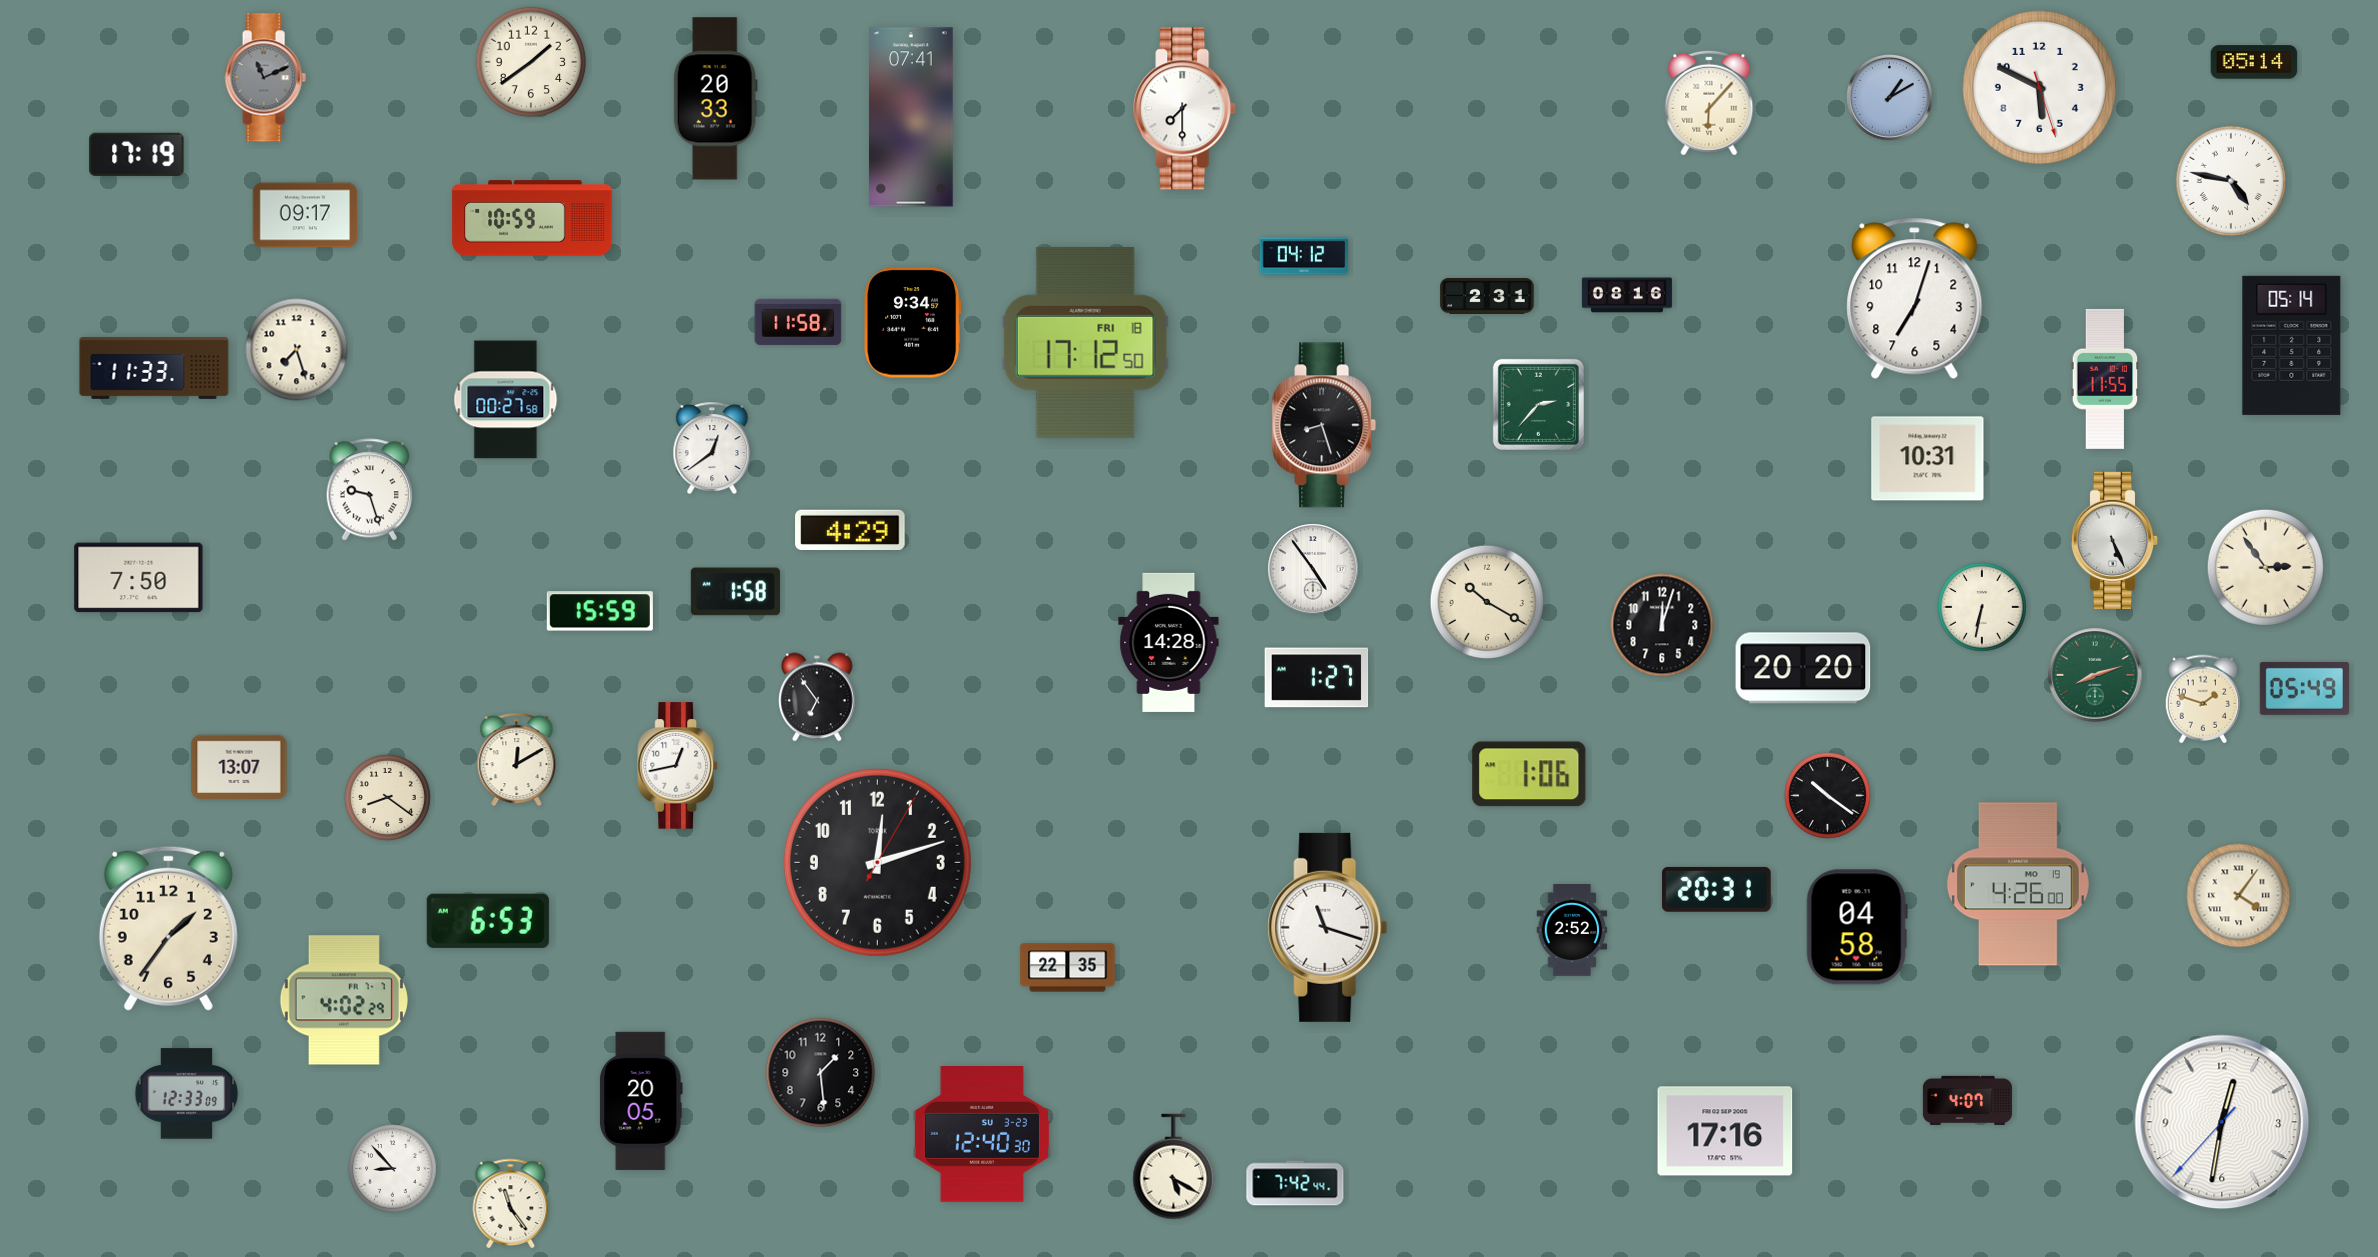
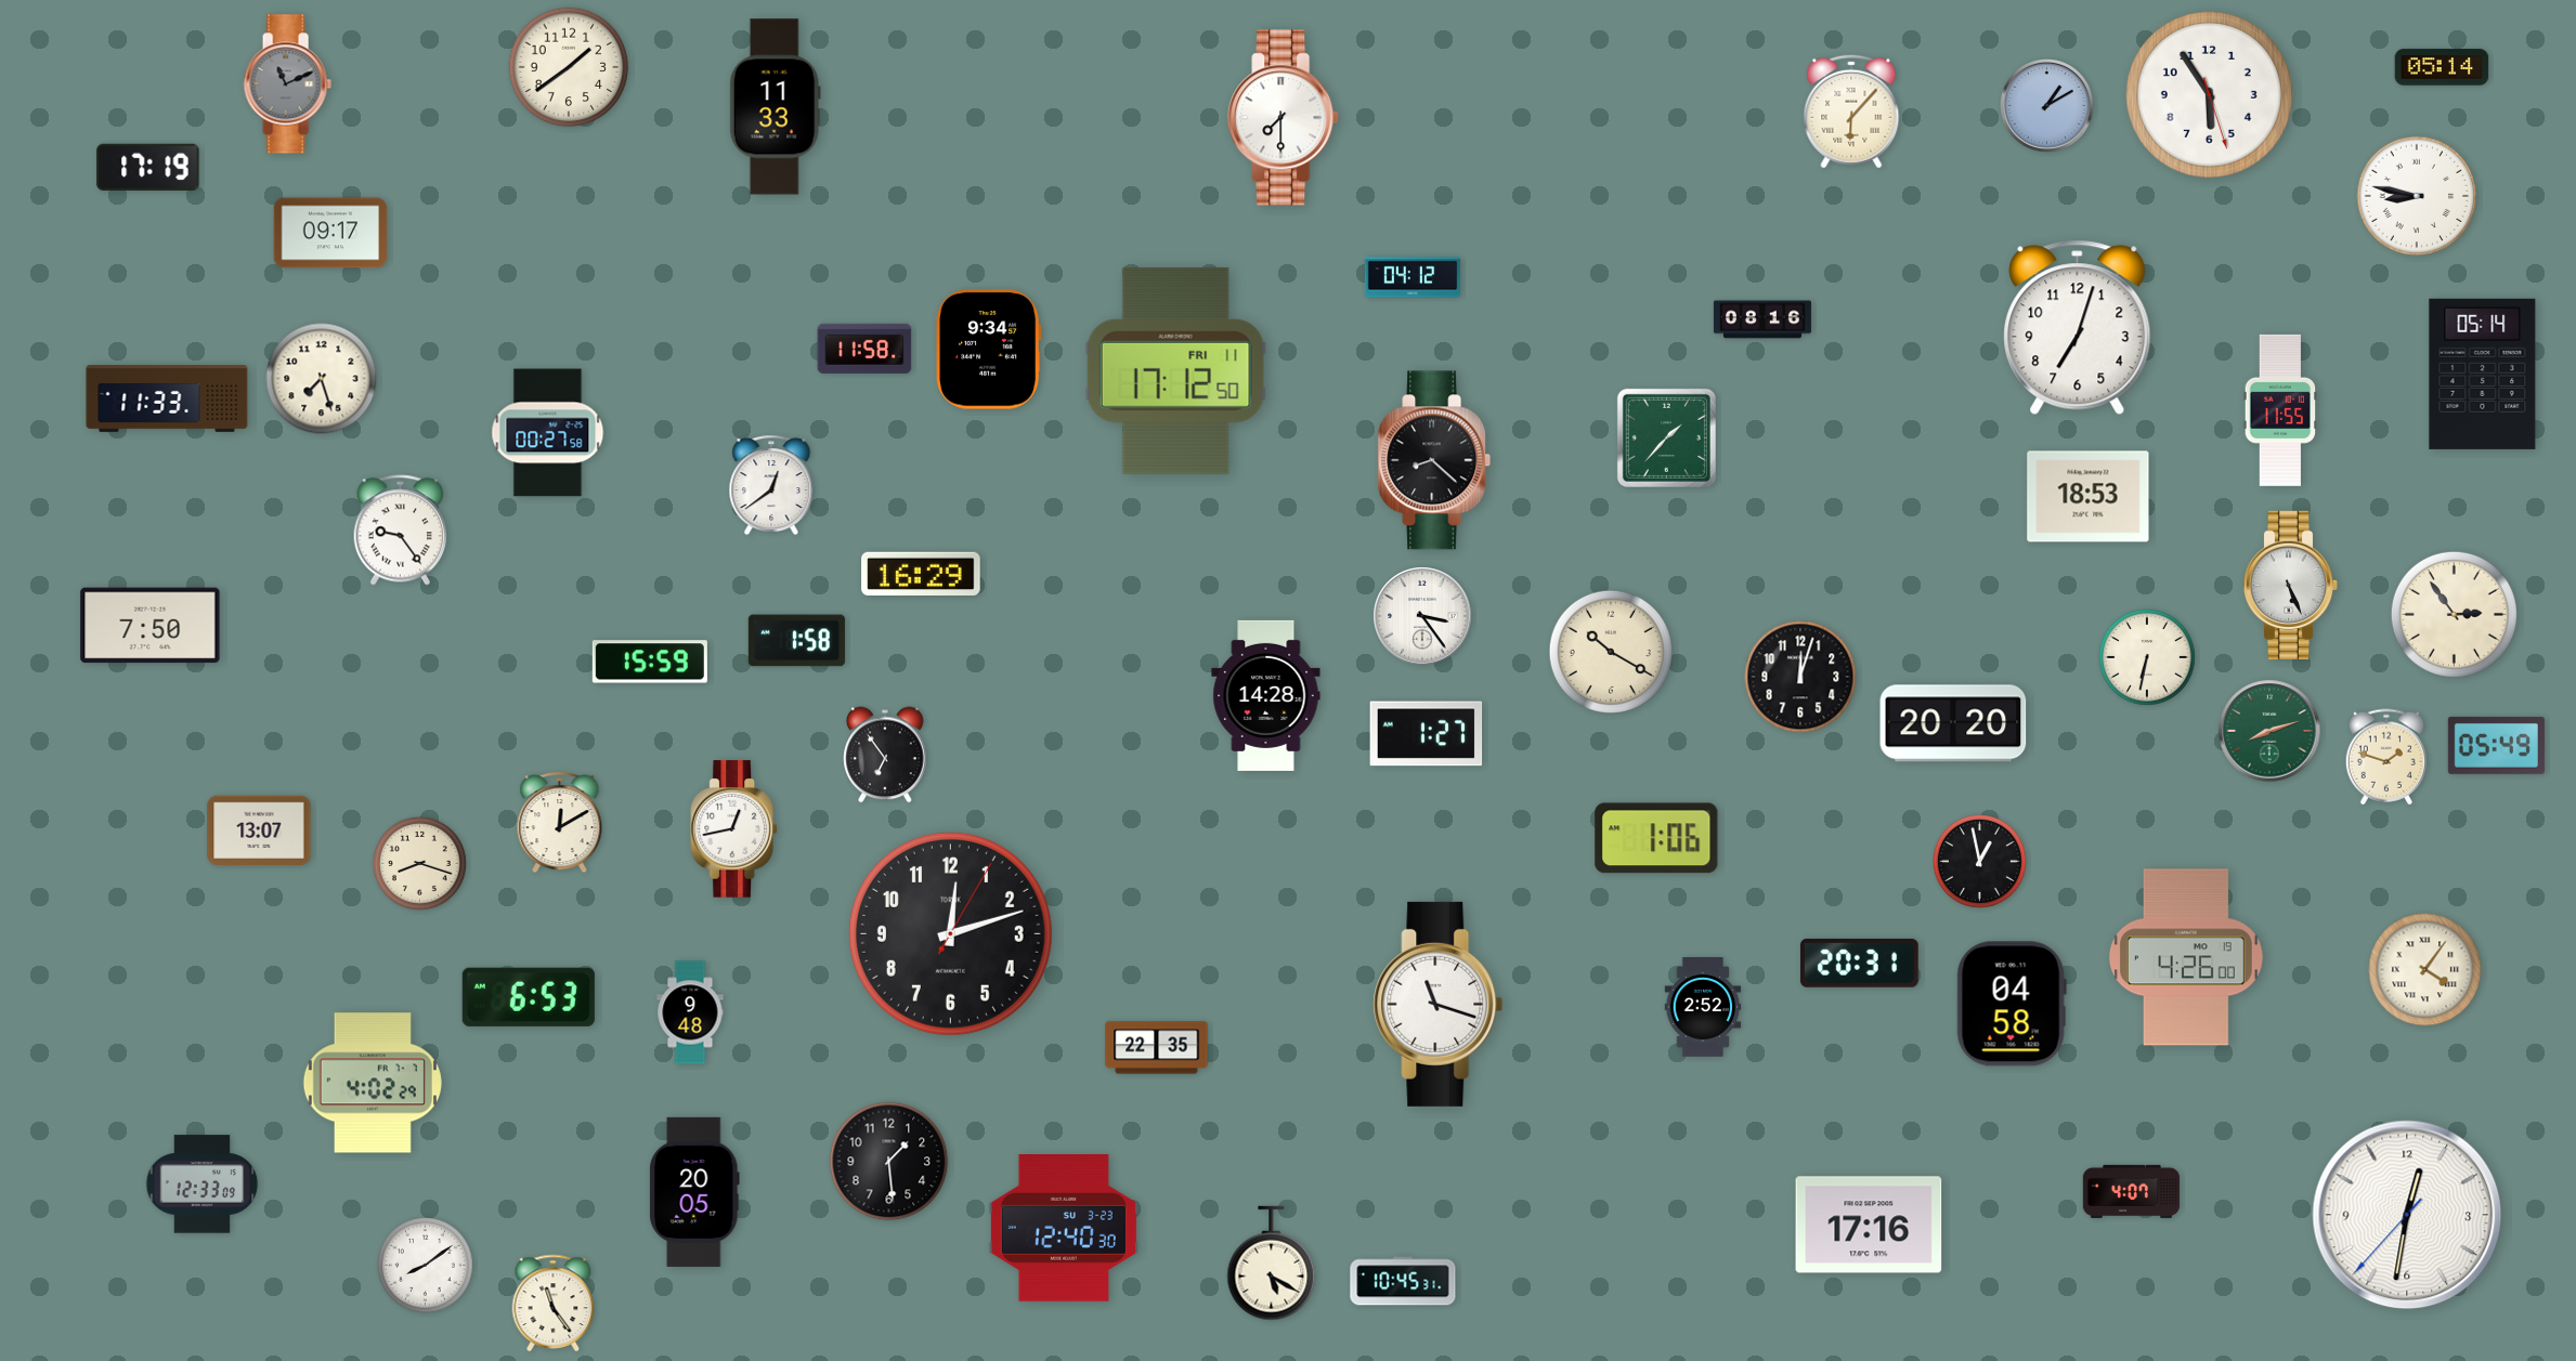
clock at (531, 62) position: (531, 62) -> (569, 67)
clock at (2039, 87): 5:49 -> 5:54
clock at (715, 99): 20:33 -> 11:33
clock at (912, 117): 07:41 -> none
clock at (2231, 181): 4:47 -> 8:47
clock at (532, 218): 10:59 -> none
clock at (1487, 296): 2:31 -> none
clock at (1915, 299) position: (1915, 299) -> (2078, 328)
clock at (1085, 342) date: FRI 18 -> FRI 11
clock at (1538, 404): 2:37 -> 1:37
clock at (1324, 425): 8:27 -> 8:22
clock at (1928, 459): 10:31 -> 18:53
clock at (369, 490): 9:27 -> 9:24
clock at (850, 530): 4:29 -> 16:29
clock at (1313, 569): 4:54 -> 3:24
clock at (1827, 795): 10:21 -> 12:58
clock at (387, 797): 8:21 -> 8:18
clock at (168, 928): 1:36 -> none
clock at (690, 1012): none -> 9:48
clock at (393, 1169): 8:53 -> 8:09
clock at (1295, 1183): 7:42 -> 10:45
